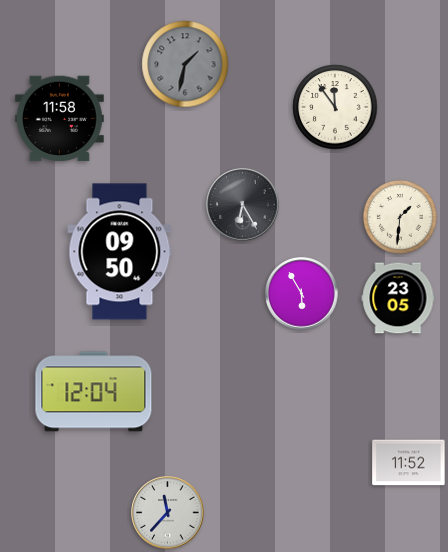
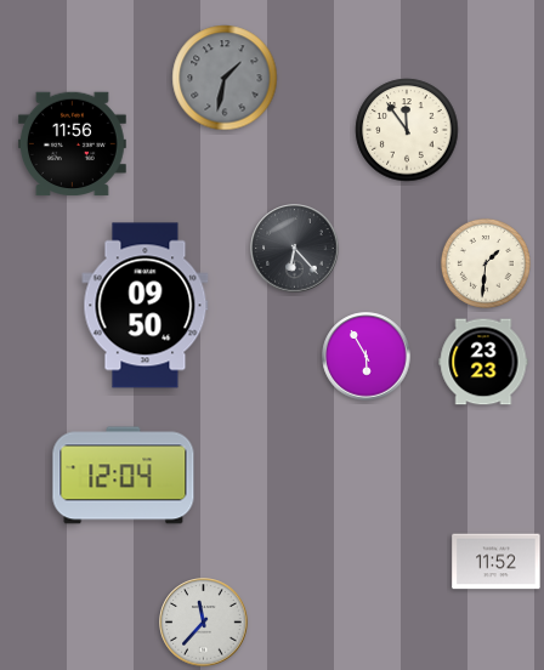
clock at (59, 119): 11:58 -> 11:56
clock at (243, 205): 6:25 -> 6:23
clock at (398, 298): 23:05 -> 23:23
clock at (94, 392) position: (94, 392) -> (124, 476)
